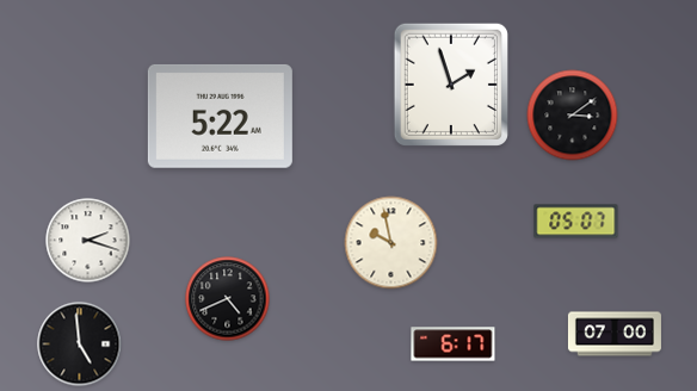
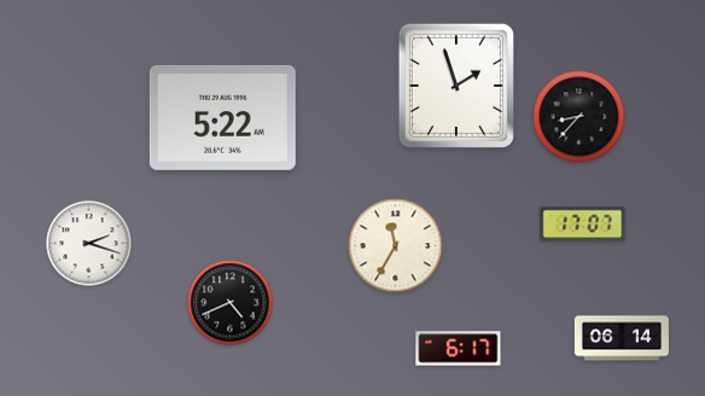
clock at (573, 116): 3:09 -> 8:37
clock at (576, 222): 05:07 -> 17:07
clock at (391, 243): 9:58 -> 11:35
clock at (615, 334): 07:00 -> 06:14
clock at (80, 345): 4:59 -> none
